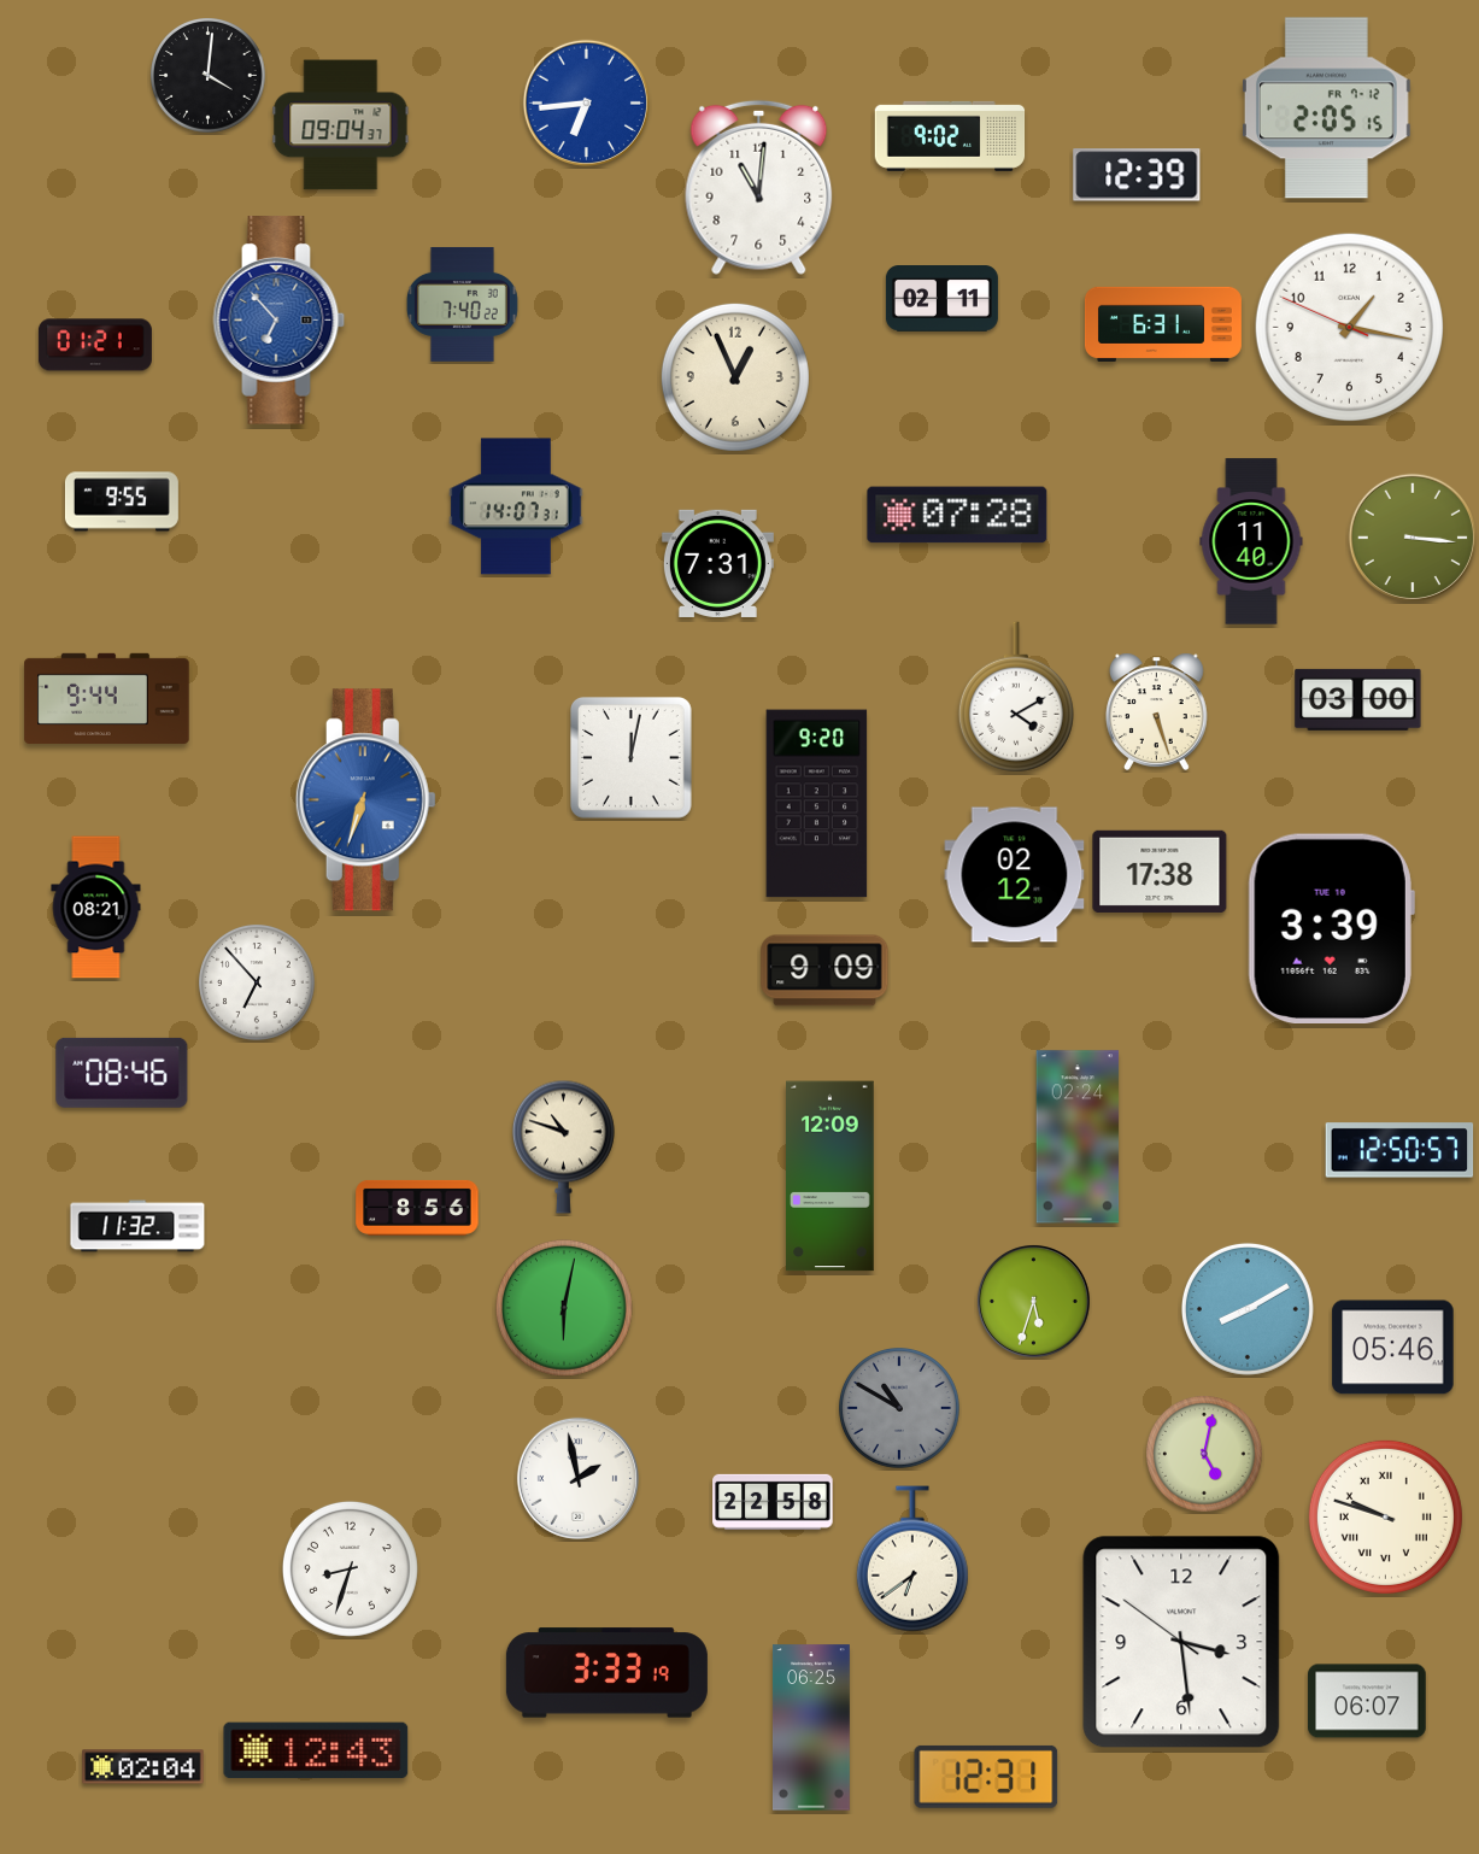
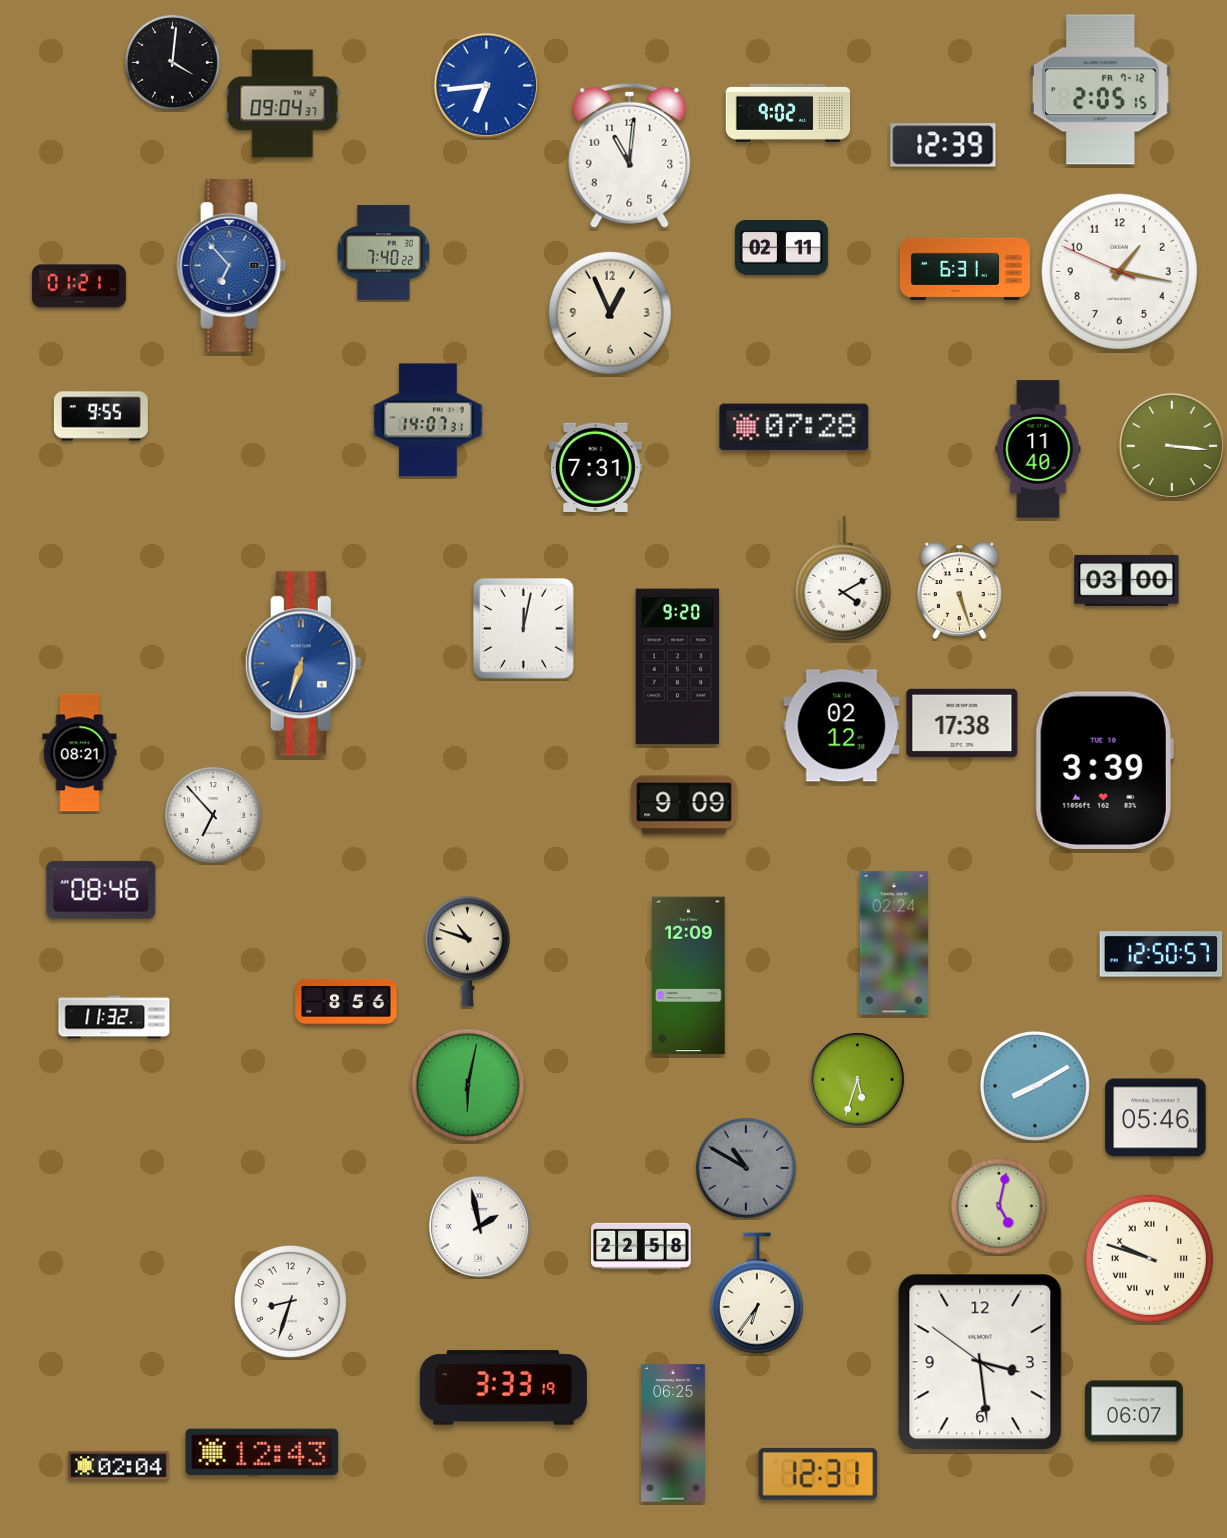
clock at (107, 698): 9:44 -> none
clock at (912, 1559): 6:39 -> 6:36
